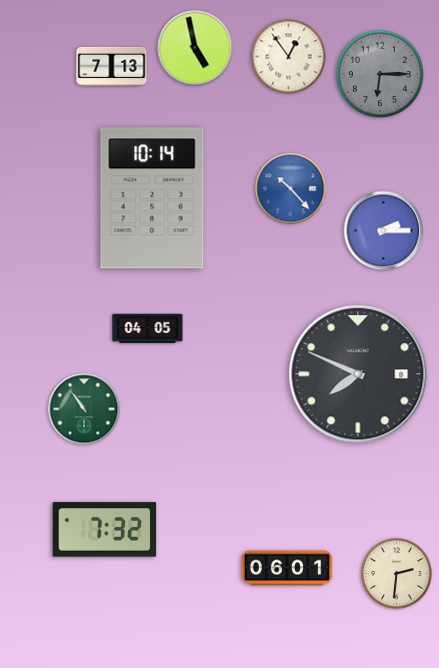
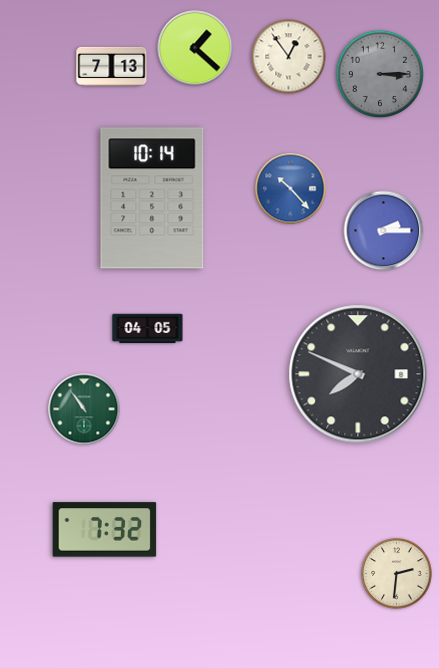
clock at (195, 48): 4:58 -> 1:22
clock at (380, 74): 6:15 -> 3:15
clock at (287, 568): 06:01 -> none
